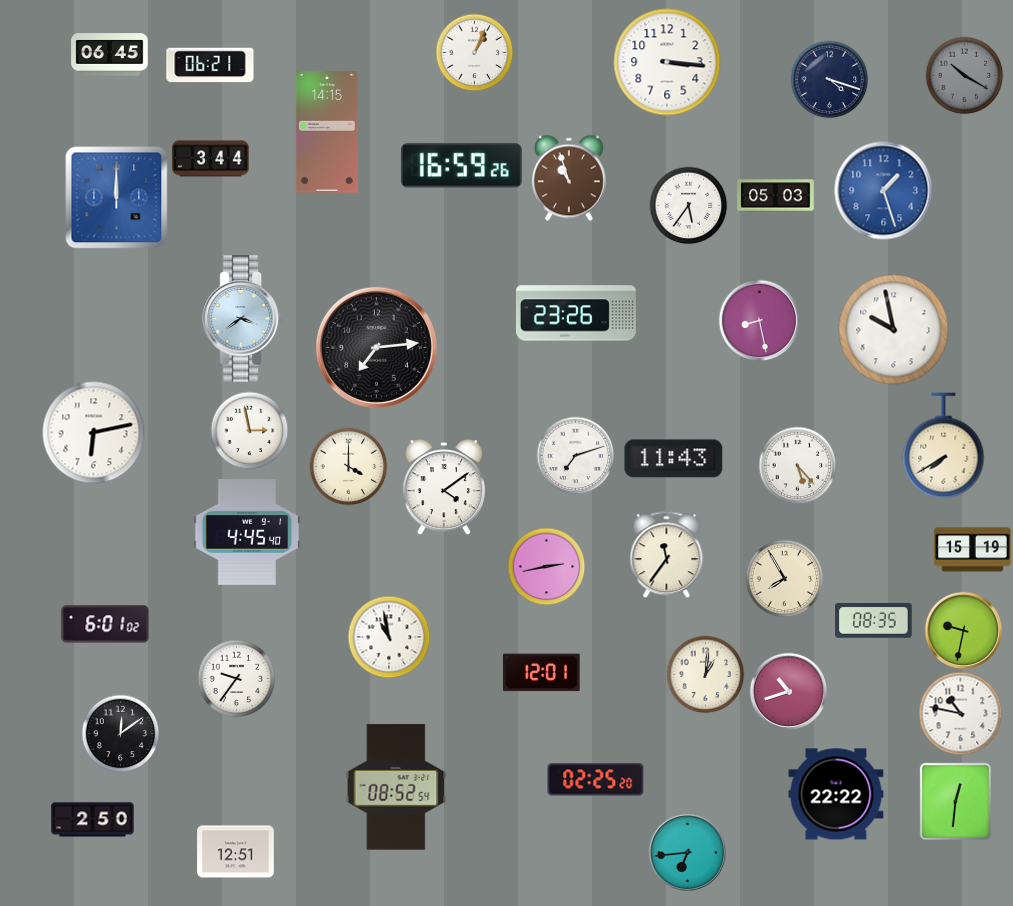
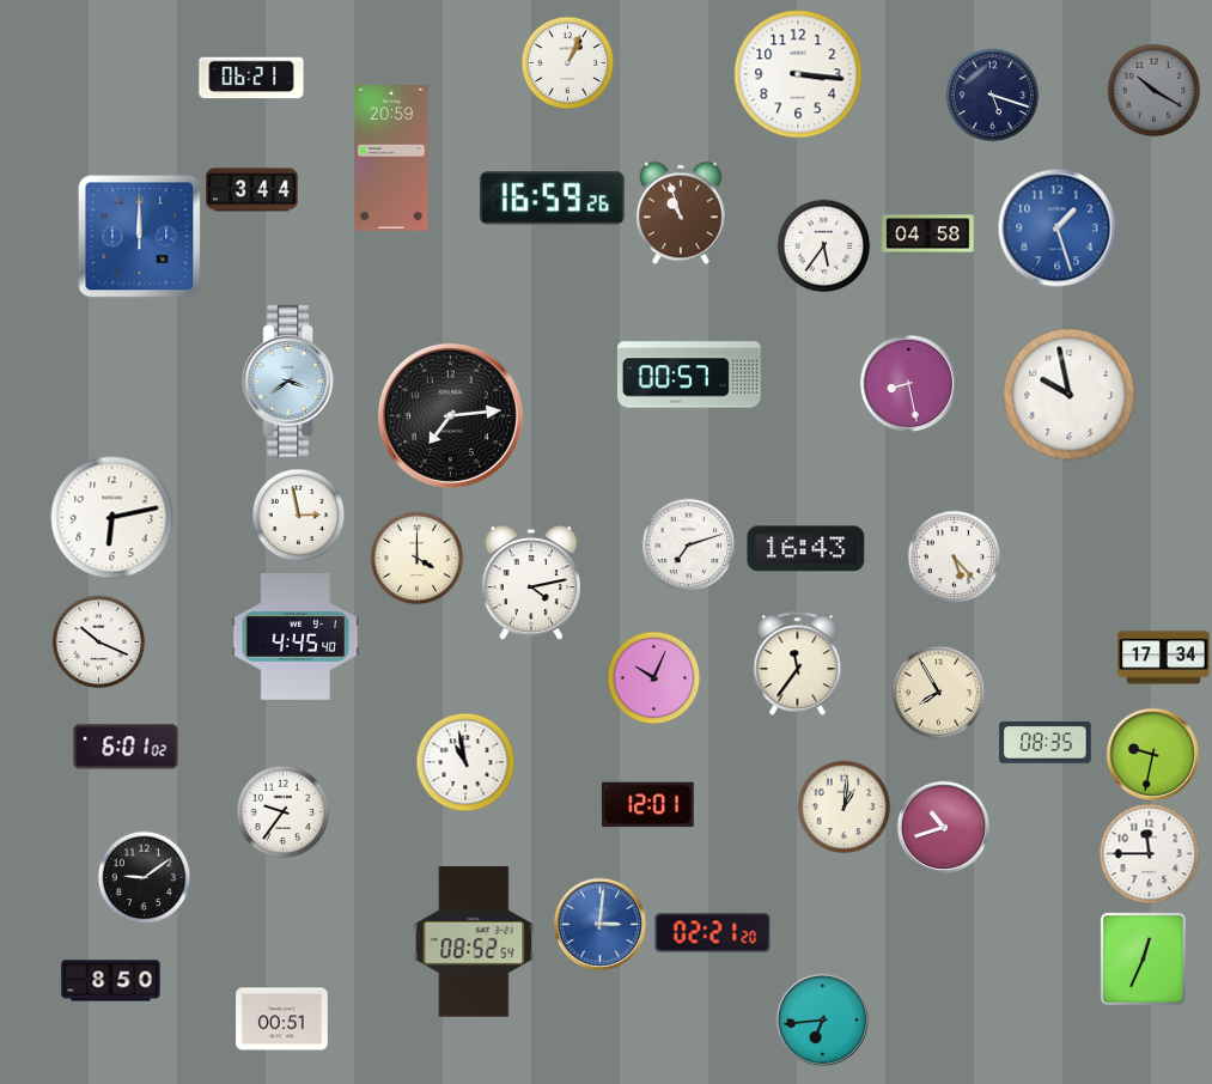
clock at (110, 55): 06:45 -> none
clock at (829, 79): 4:18 -> 5:18
clock at (327, 132): 14:15 -> 20:59
clock at (776, 196): 05:03 -> 04:58
clock at (576, 313): 23:26 -> 00:57
clock at (944, 446): 7:40 -> none
clock at (674, 459): 11:43 -> 16:43
clock at (444, 488): 4:09 -> 4:13
clock at (98, 641): none -> 10:19
clock at (973, 550): 15:19 -> 17:34
clock at (546, 566): 2:43 -> 10:04
clock at (960, 713): 10:47 -> 11:45
clock at (120, 733): 12:09 -> 9:09
clock at (599, 924): none -> 3:01
clock at (596, 780): 02:25 -> 02:21
clock at (836, 794): 22:22 -> none
clock at (955, 801): 12:31 -> 12:34
clock at (93, 820): 2:50 -> 8:50
clock at (236, 852): 12:51 -> 00:51
